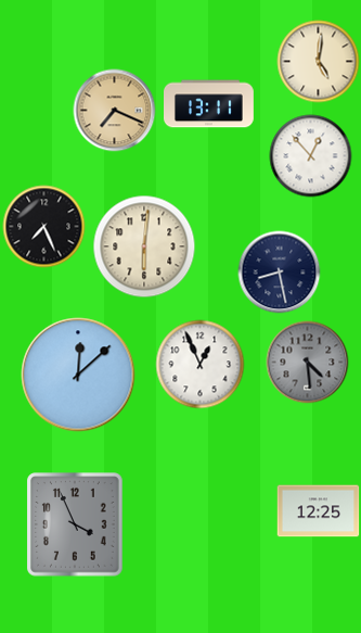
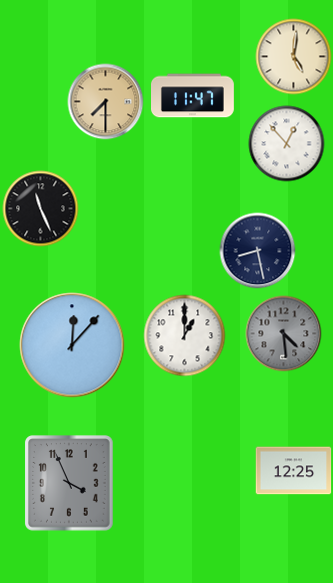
clock at (209, 104): 13:11 -> 11:47
clock at (115, 111): 7:19 -> 7:30
clock at (44, 227): 7:26 -> 11:26
clock at (144, 246): 6:01 -> none
clock at (201, 365): 12:56 -> 1:00
clock at (78, 375): 12:08 -> 12:07
